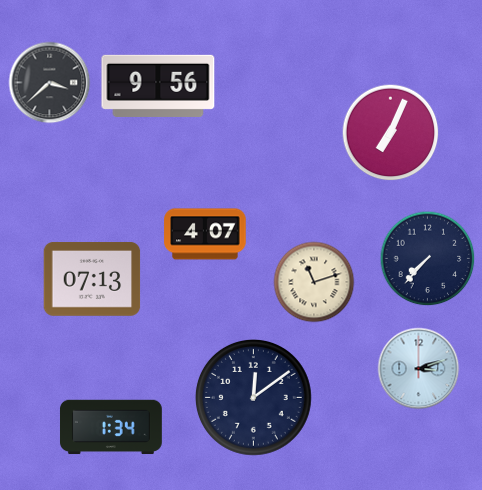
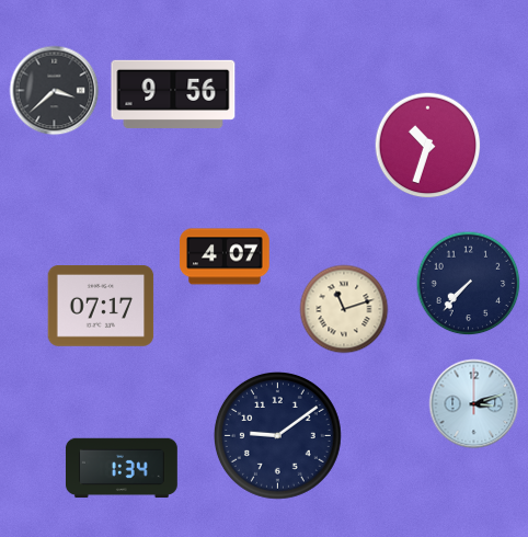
clock at (391, 133): 7:04 -> 10:33
clock at (92, 280): 07:13 -> 07:17
clock at (419, 369) position: (419, 369) -> (474, 404)
clock at (253, 397): 12:09 -> 9:09
